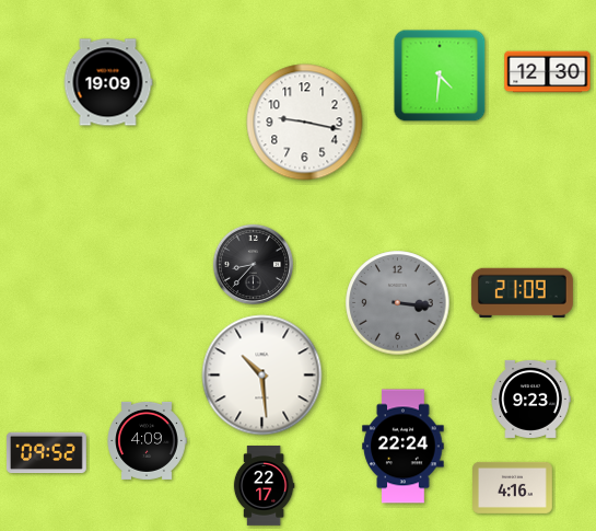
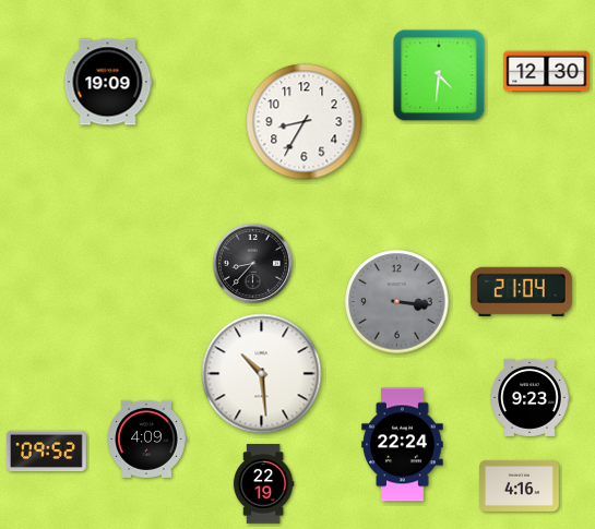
clock at (305, 123): 9:17 -> 8:35
clock at (522, 292): 21:09 -> 21:04
clock at (264, 486): 22:17 -> 22:19
clock at (513, 487) position: (513, 487) -> (520, 485)
